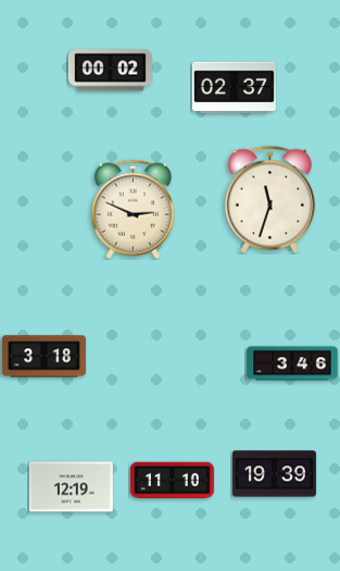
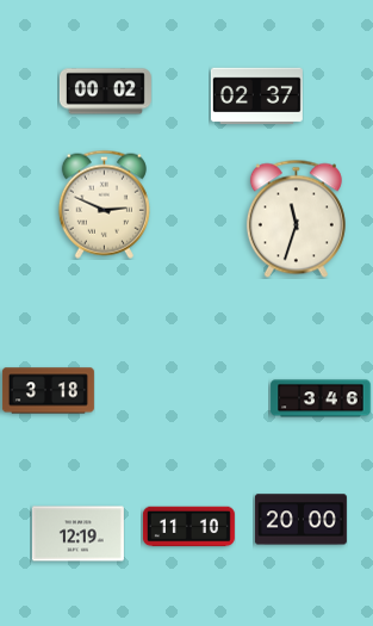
clock at (110, 71) position: (110, 71) -> (105, 92)
clock at (133, 209) position: (133, 209) -> (104, 204)
clock at (274, 474): 19:39 -> 20:00
